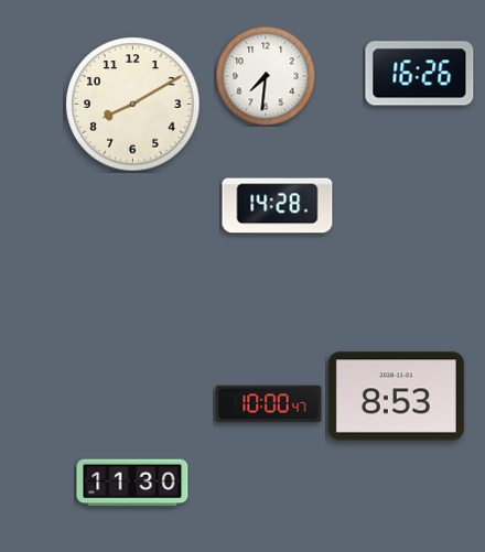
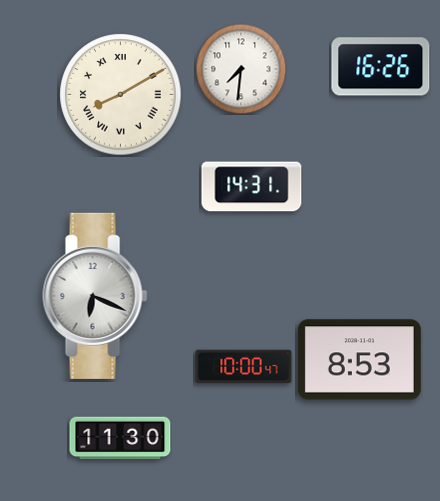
clock at (133, 105) numerals: Arabic -> Roman
clock at (278, 206): 14:28 -> 14:31
clock at (95, 296): none -> 6:19
